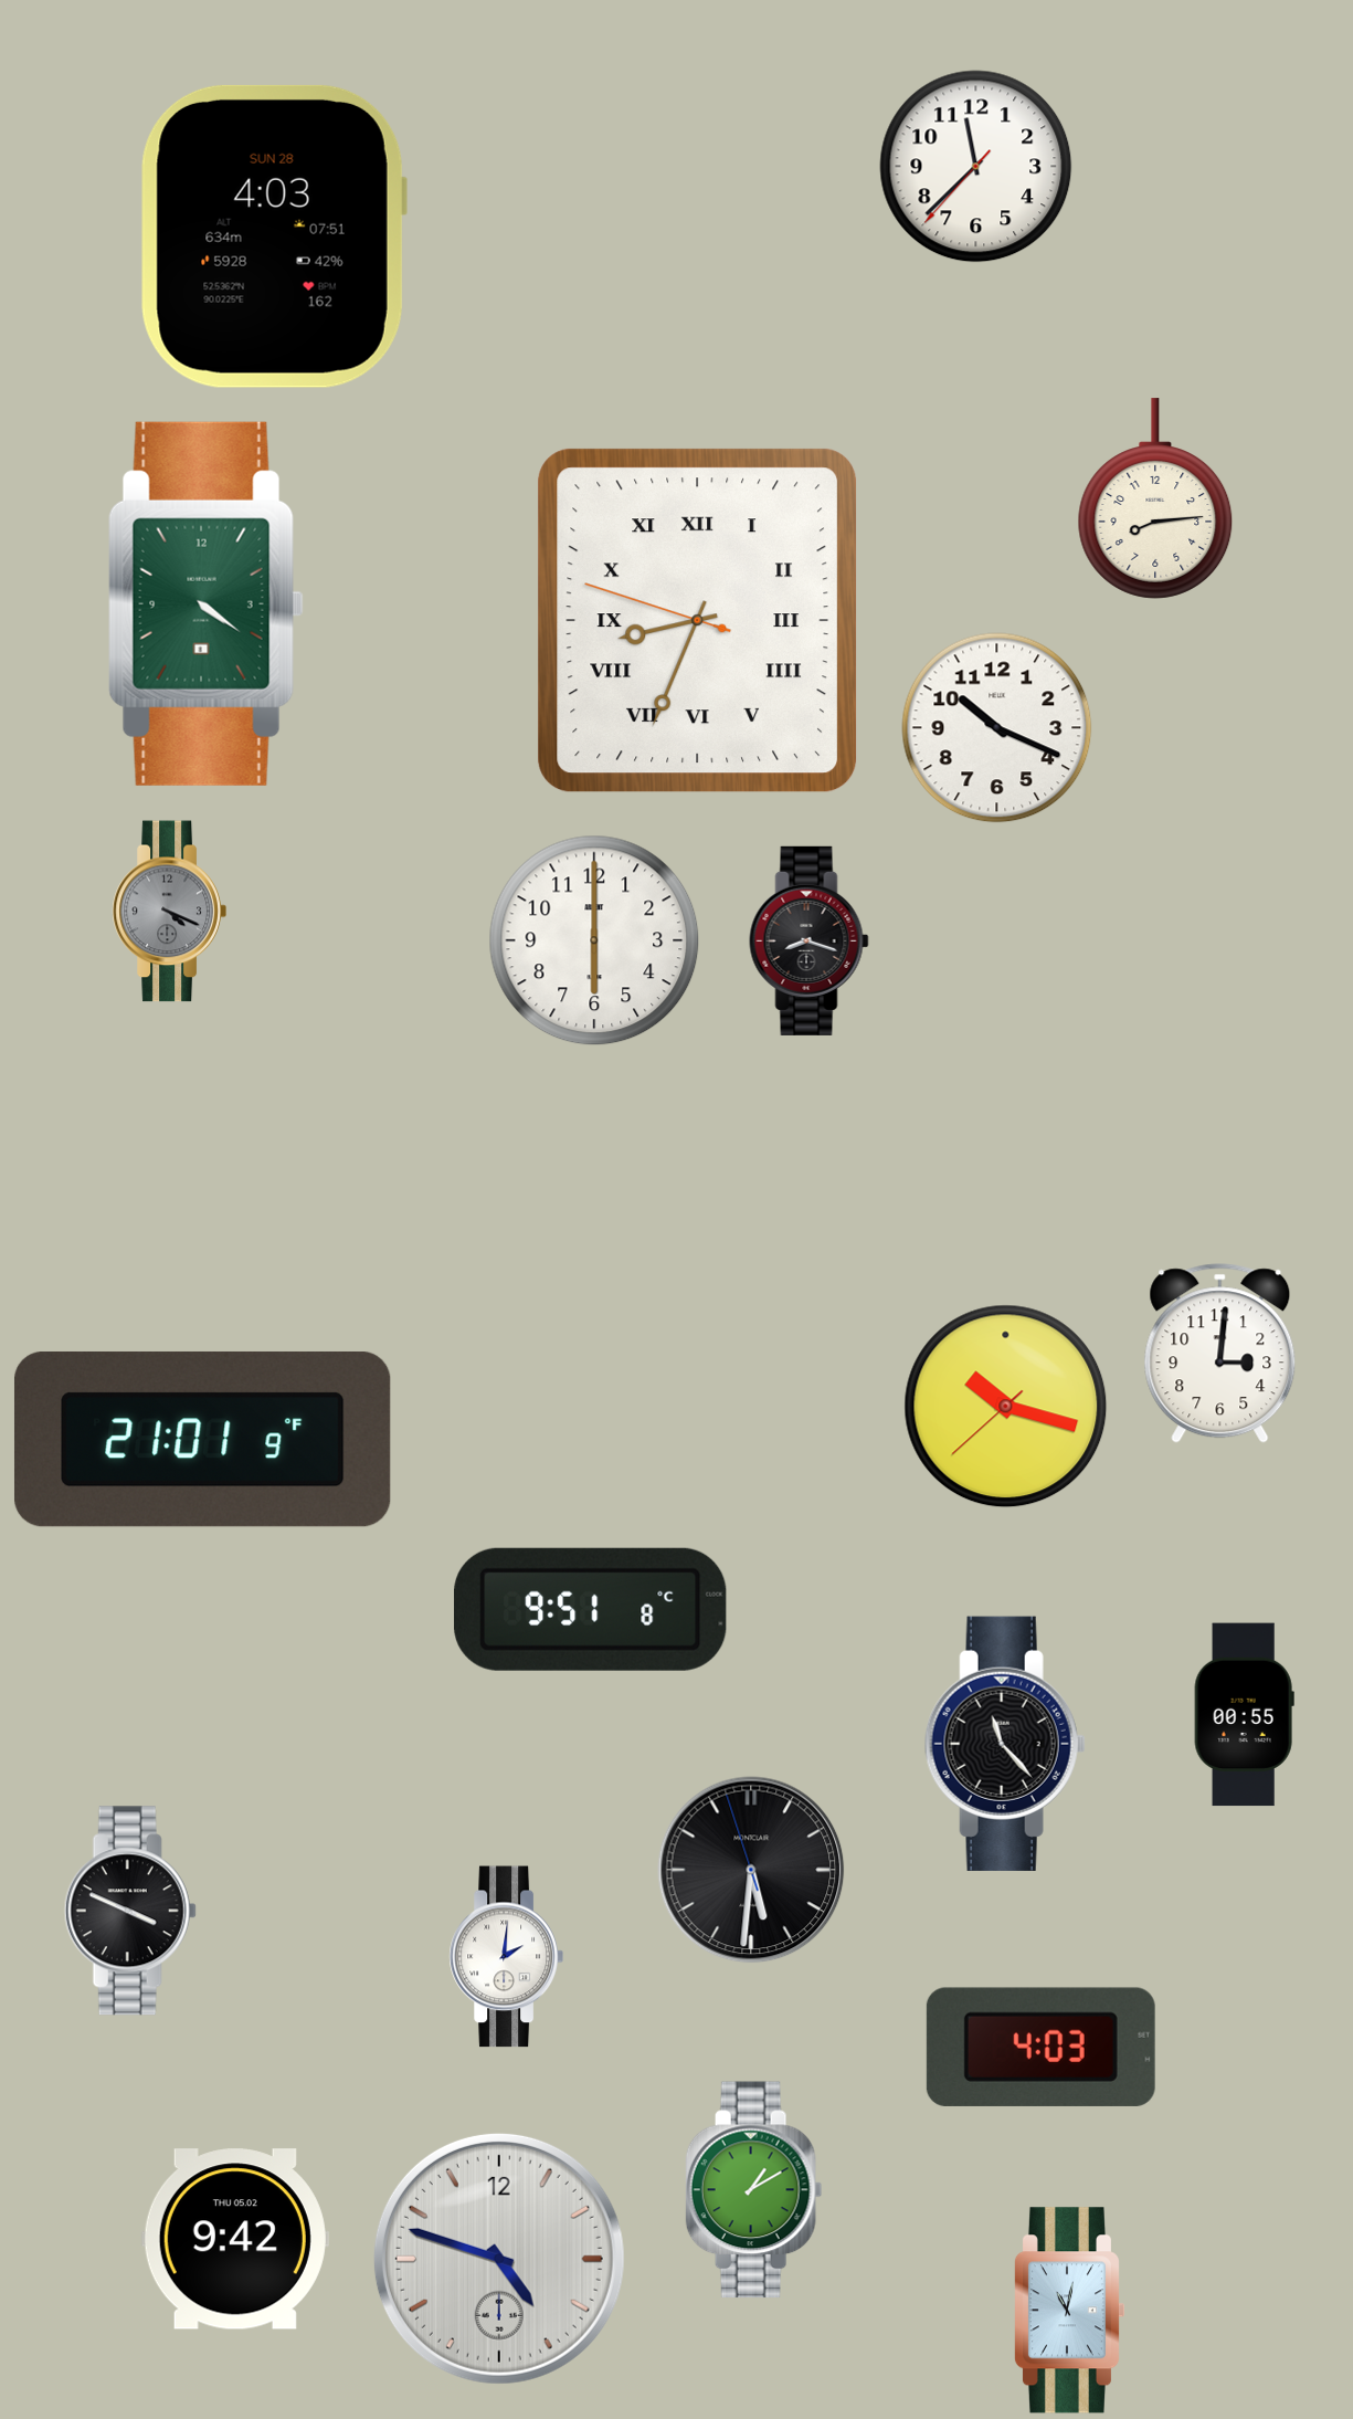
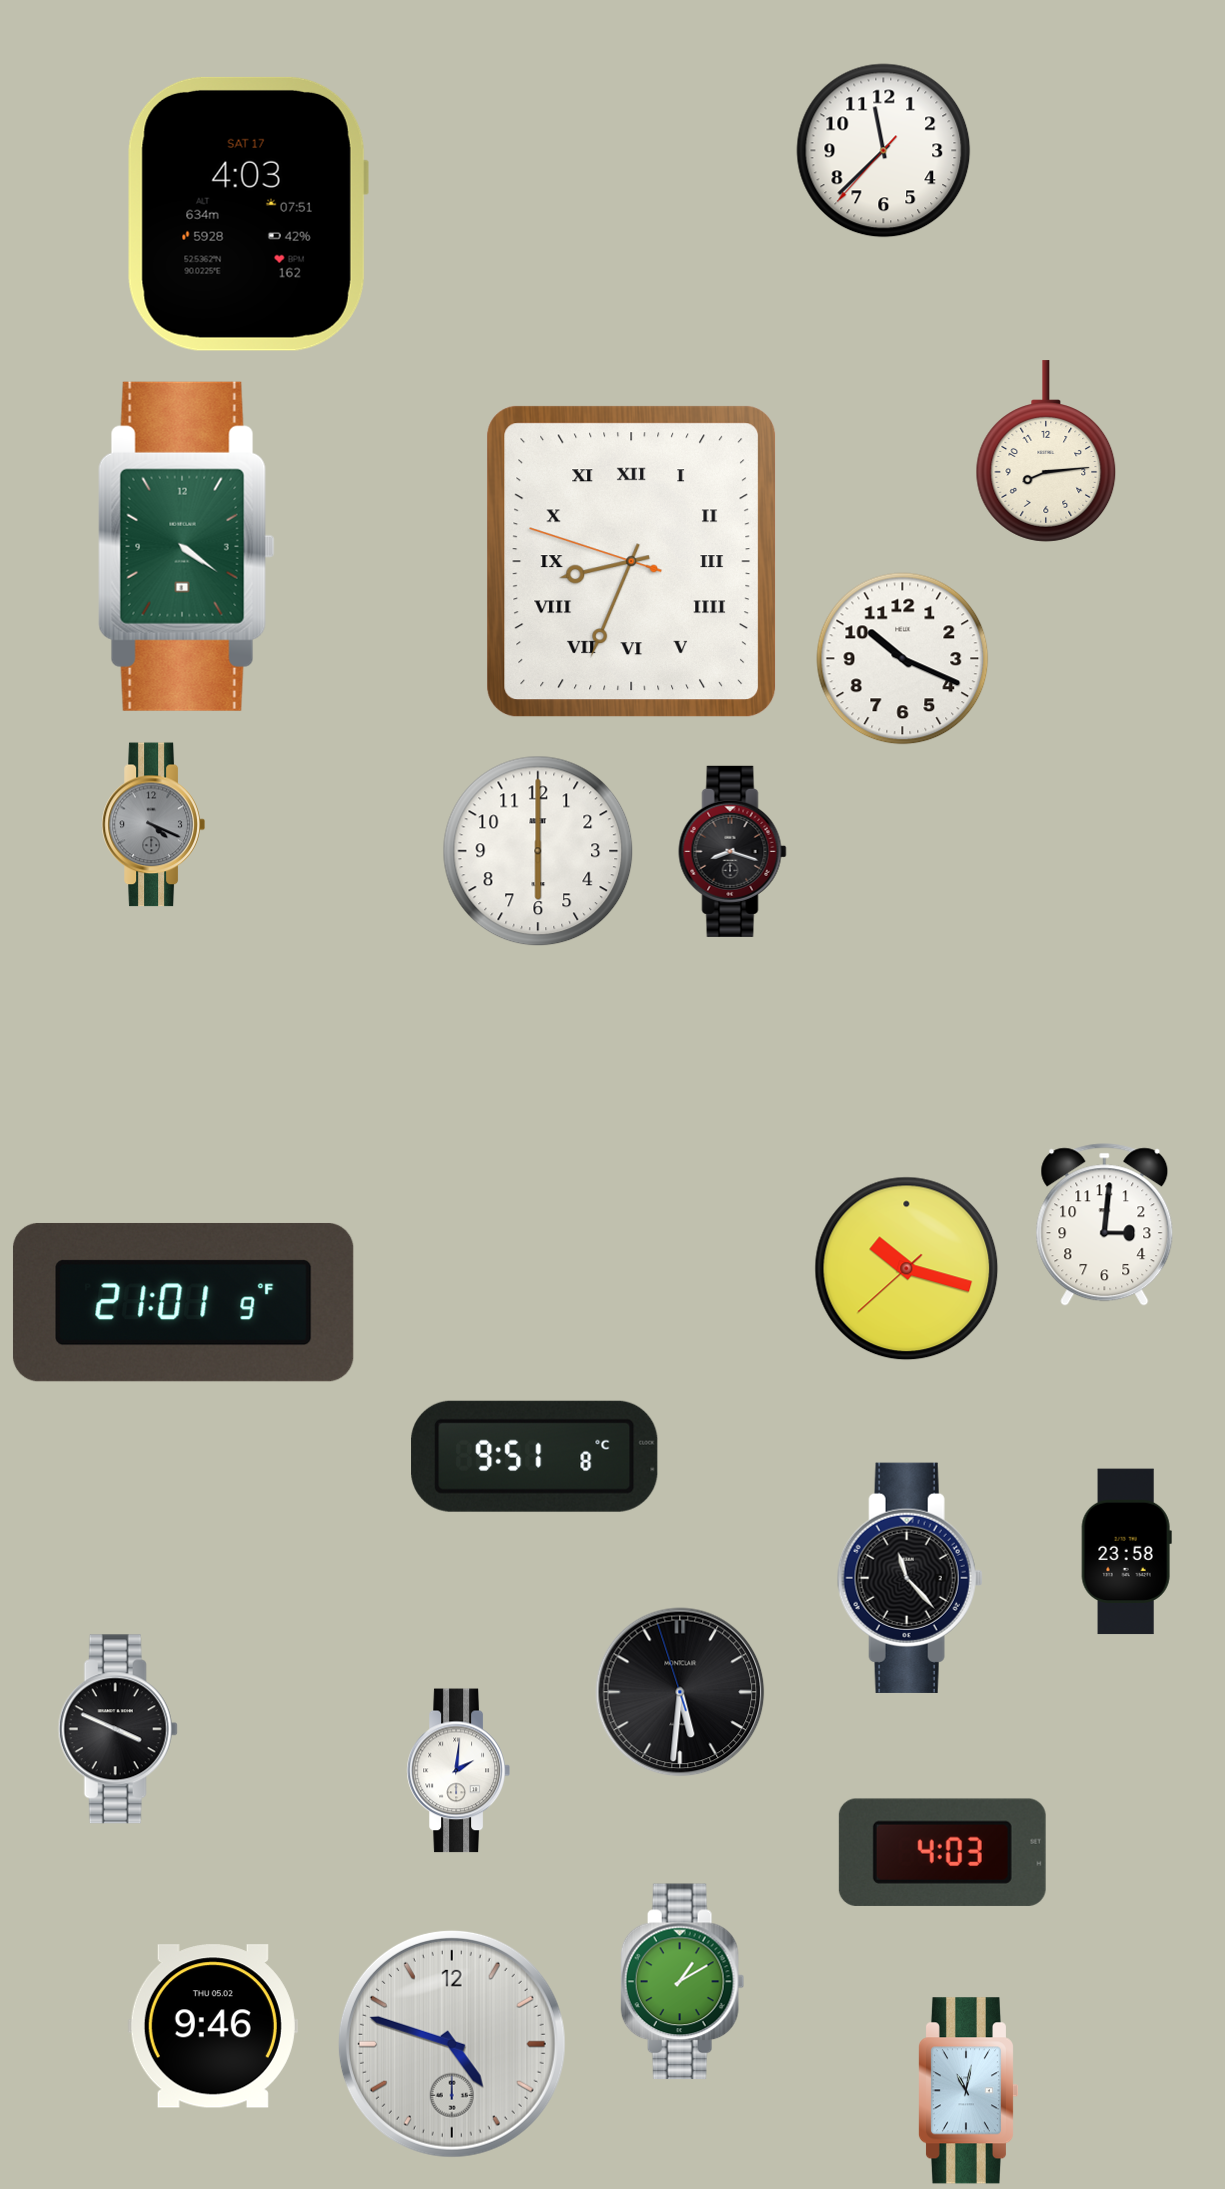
clock at (274, 236) date: SUN 28 -> SAT 17
clock at (1006, 1407) position: (1006, 1407) -> (907, 1269)
clock at (1244, 1715): 00:55 -> 23:58
clock at (235, 2239): 9:42 -> 9:46
